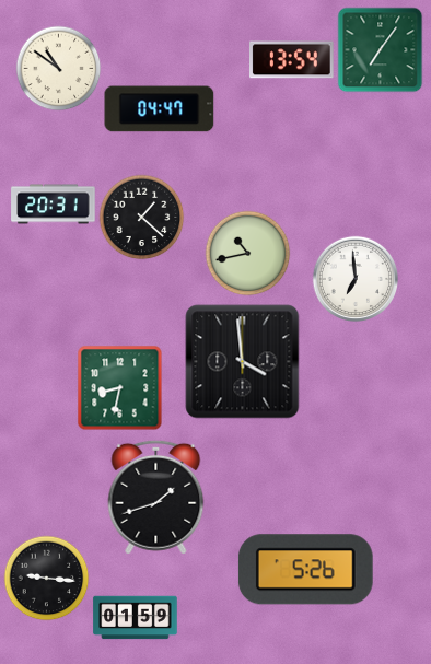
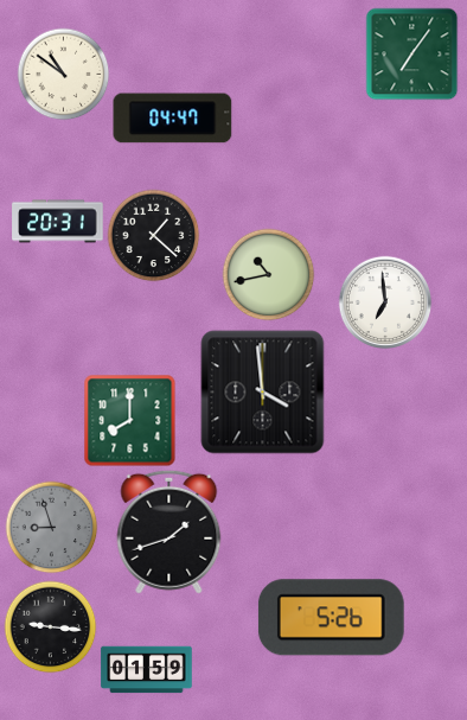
clock at (292, 60): 13:54 -> none
clock at (119, 387): 8:32 -> 8:00
clock at (51, 527): none -> 8:57
clock at (156, 497) position: (156, 497) -> (169, 531)
